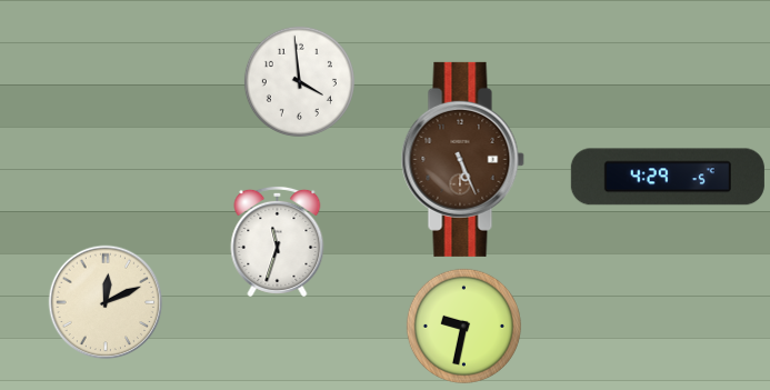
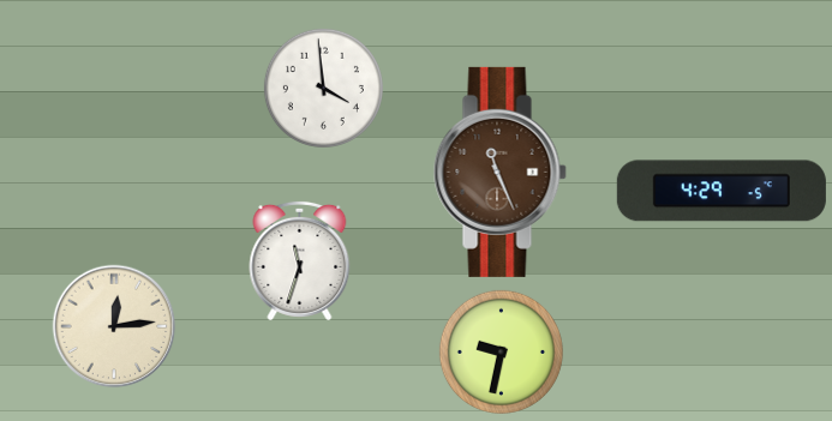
clock at (462, 159): 5:26 -> 11:26
clock at (106, 302): 12:11 -> 12:14
